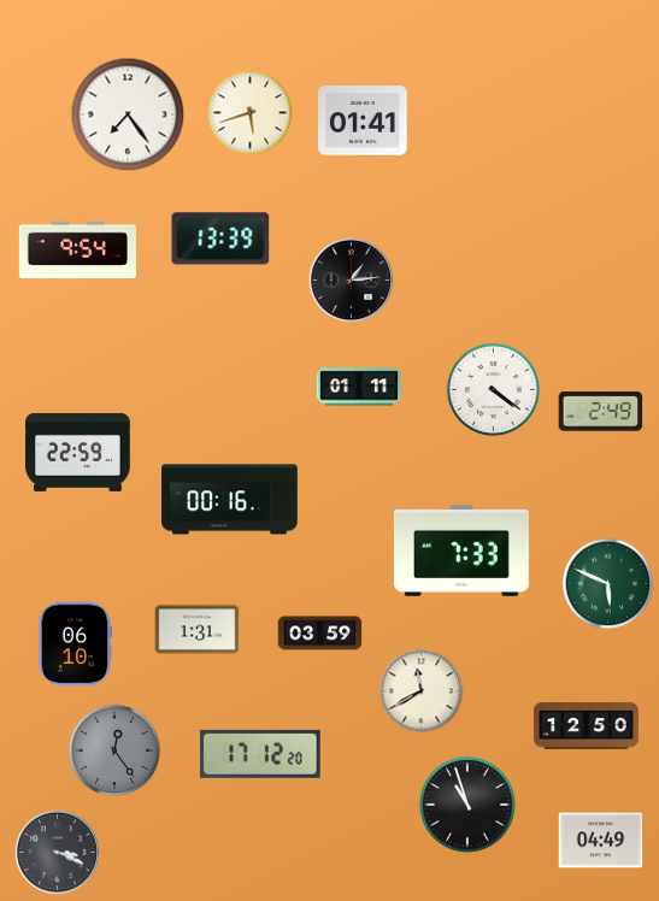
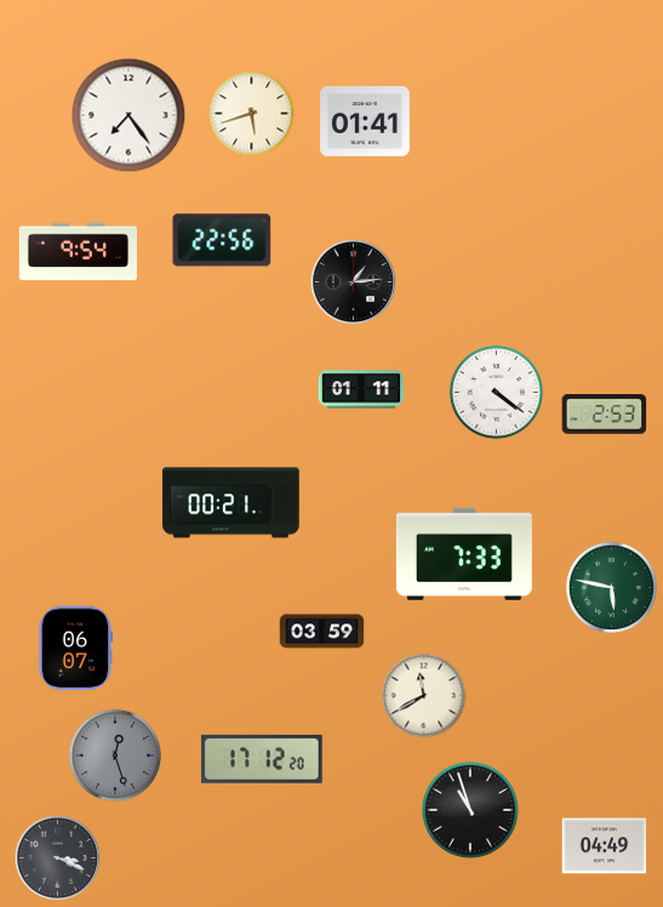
clock at (220, 238): 13:39 -> 22:56
clock at (601, 412): 2:49 -> 2:53
clock at (78, 452): 22:59 -> none
clock at (230, 500): 00:16 -> 00:21
clock at (608, 584): 5:49 -> 5:47
clock at (198, 630): 1:31 -> none
clock at (320, 634) position: (320, 634) -> (322, 632)
clock at (76, 644): 06:10 -> 06:07
clock at (587, 726): 12:50 -> none
clock at (113, 749): 12:24 -> 12:27
